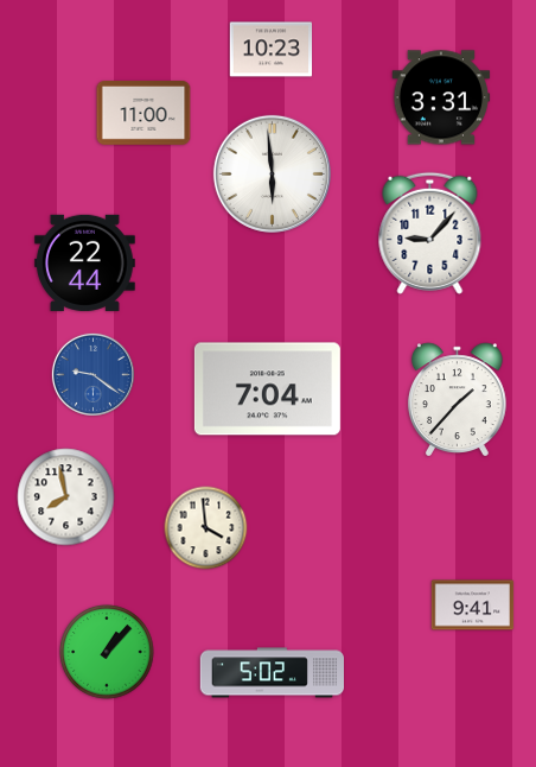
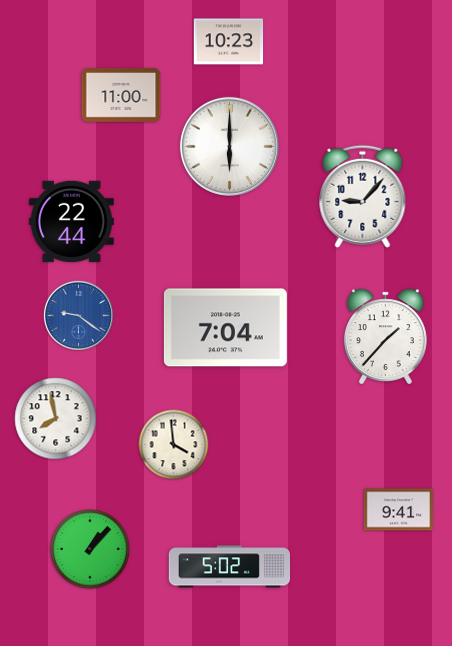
clock at (441, 97): 3:31 -> none
clock at (272, 173): 5:59 -> 6:00
